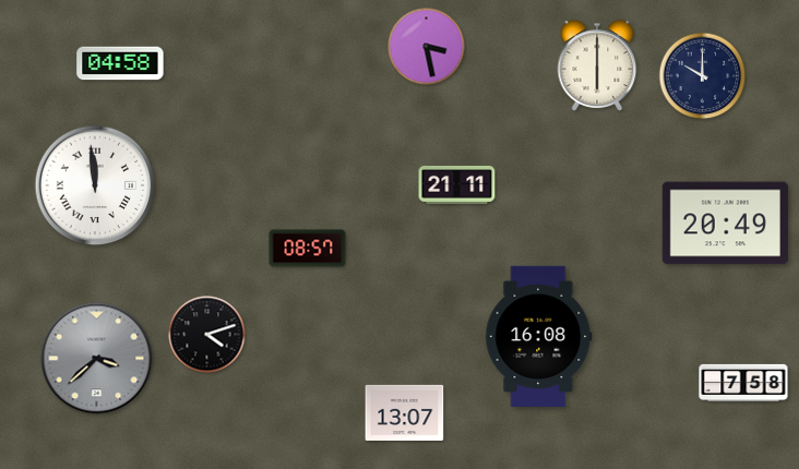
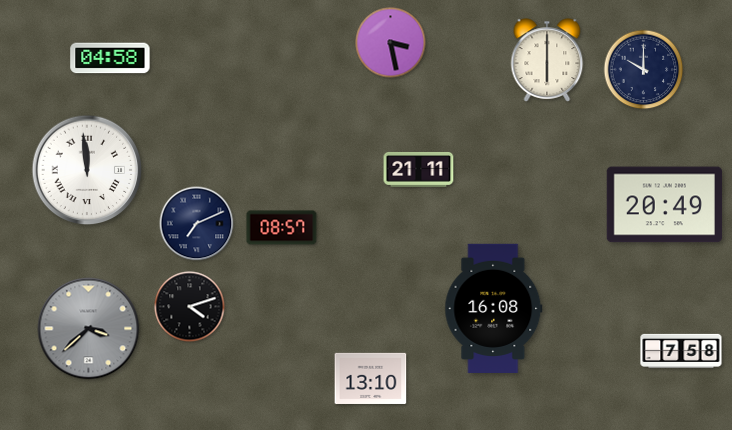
clock at (197, 224): none -> 7:11
clock at (405, 412): 13:07 -> 13:10
